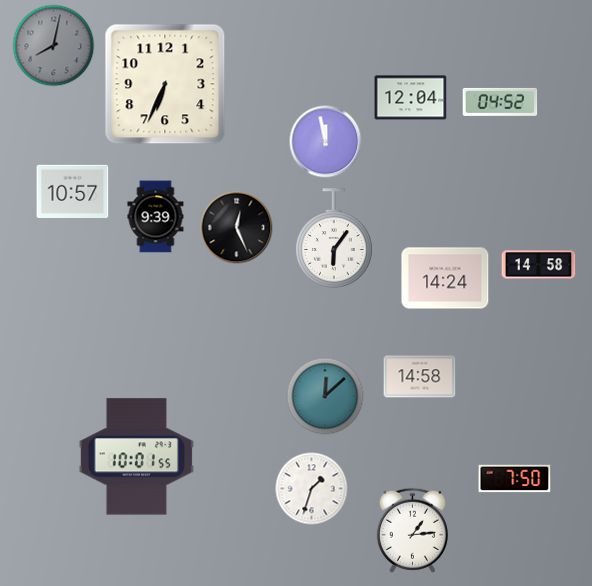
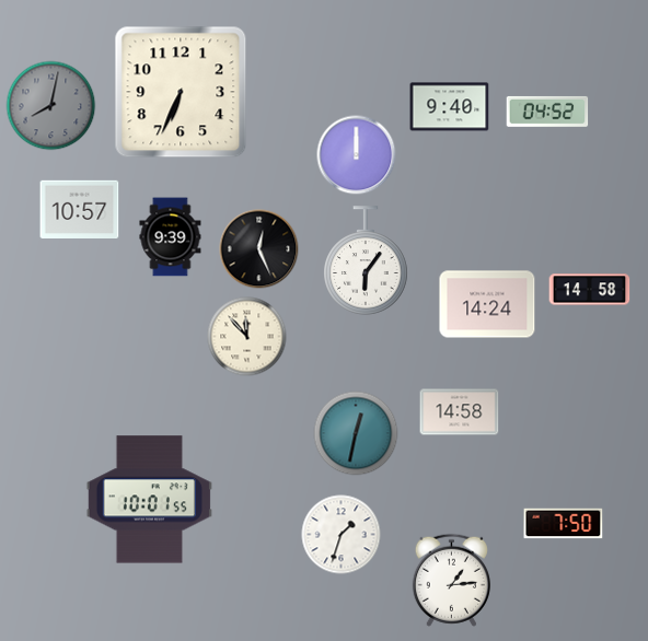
clock at (54, 46) position: (54, 46) -> (51, 106)
clock at (411, 98): 12:04 -> 9:40
clock at (326, 142): 11:58 -> 12:00
clock at (247, 337): none -> 11:53
clock at (325, 396): 12:08 -> 12:32
